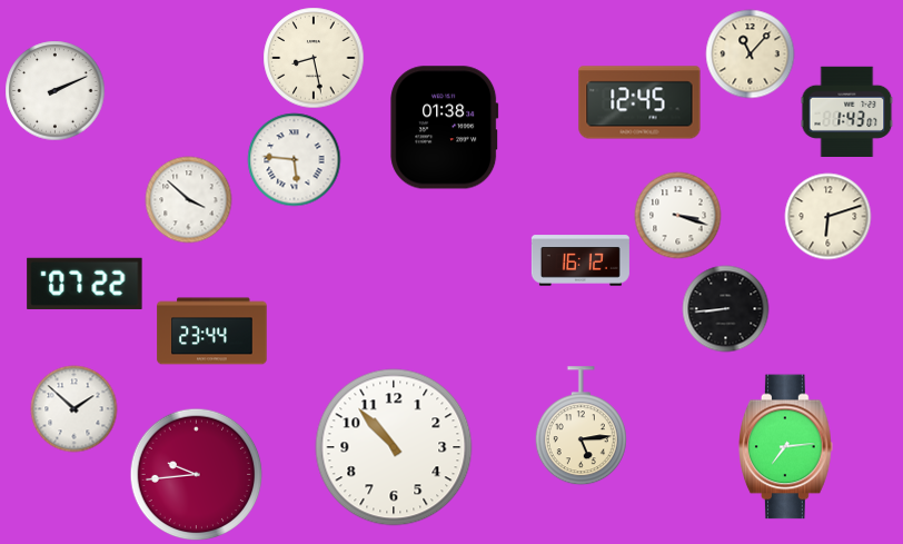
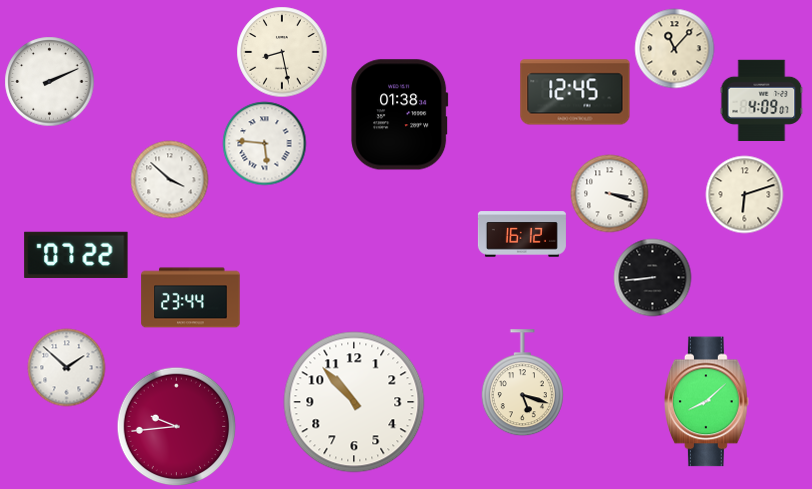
clock at (846, 111): 1:43 -> 4:09
clock at (580, 426): 5:14 -> 5:18
clock at (786, 447): 7:14 -> 8:08
